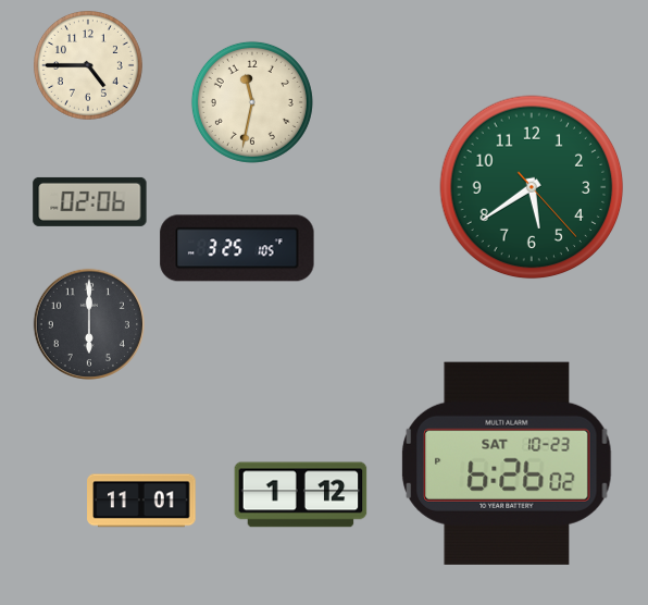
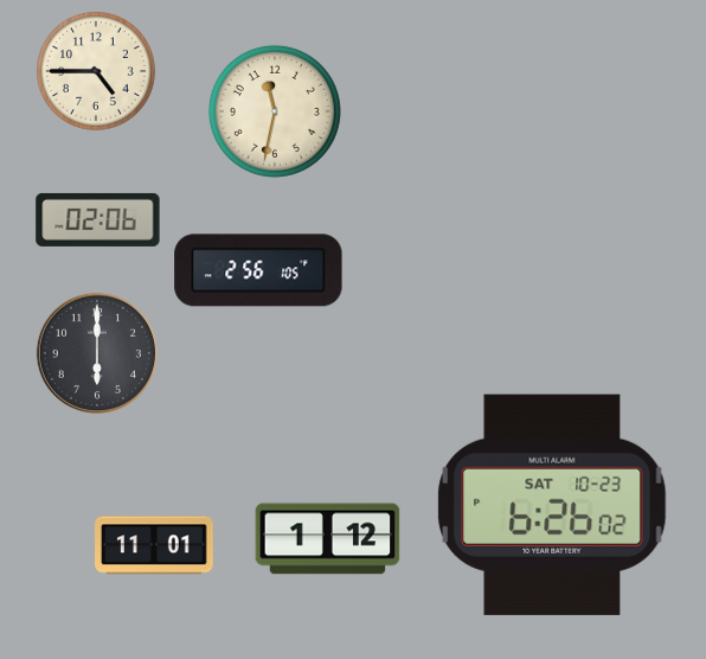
clock at (532, 187): 5:39 -> none
clock at (237, 248): 3:25 -> 2:56
